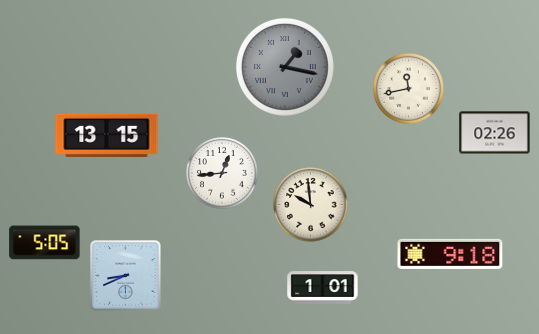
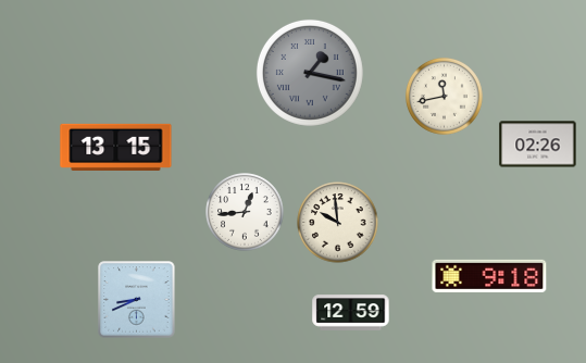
clock at (223, 174) position: (223, 174) -> (246, 213)
clock at (45, 243): 5:05 -> none
clock at (323, 288): 1:01 -> 12:59
